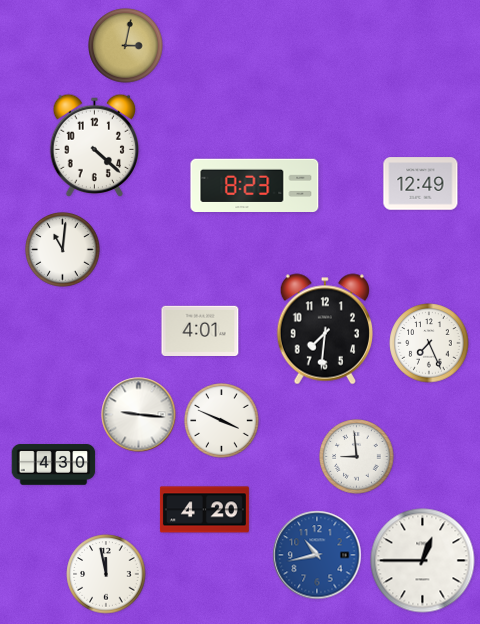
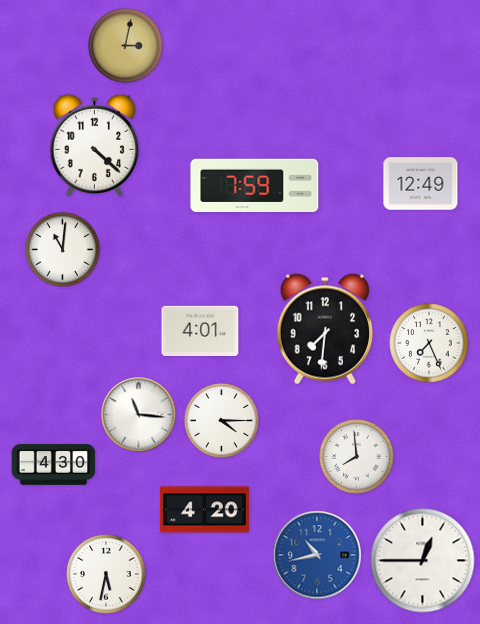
clock at (255, 186): 8:23 -> 7:59
clock at (139, 415): 9:16 -> 11:16
clock at (222, 421): 3:49 -> 4:15
clock at (357, 457): 8:59 -> 7:59
clock at (106, 574): 11:58 -> 5:32
